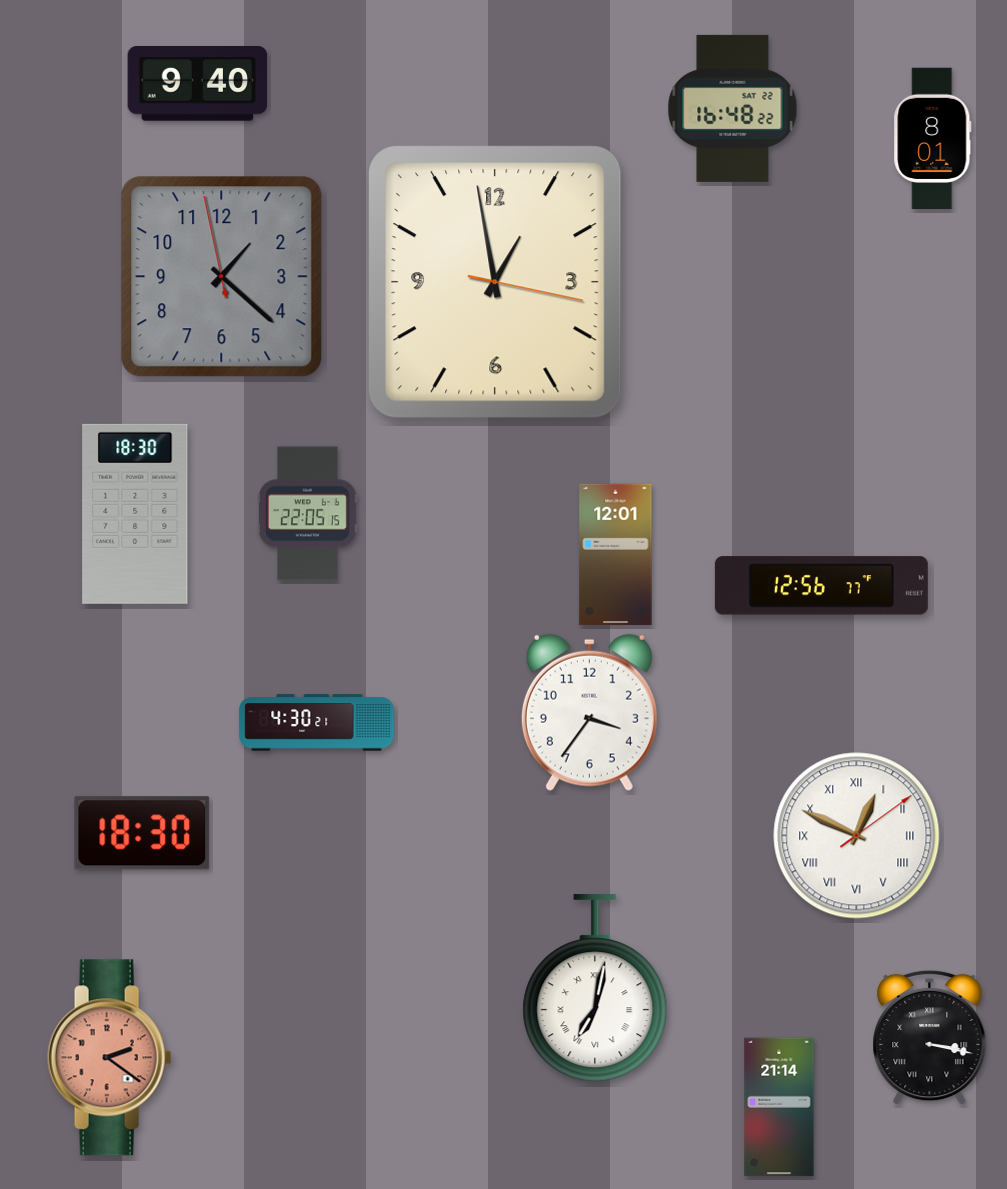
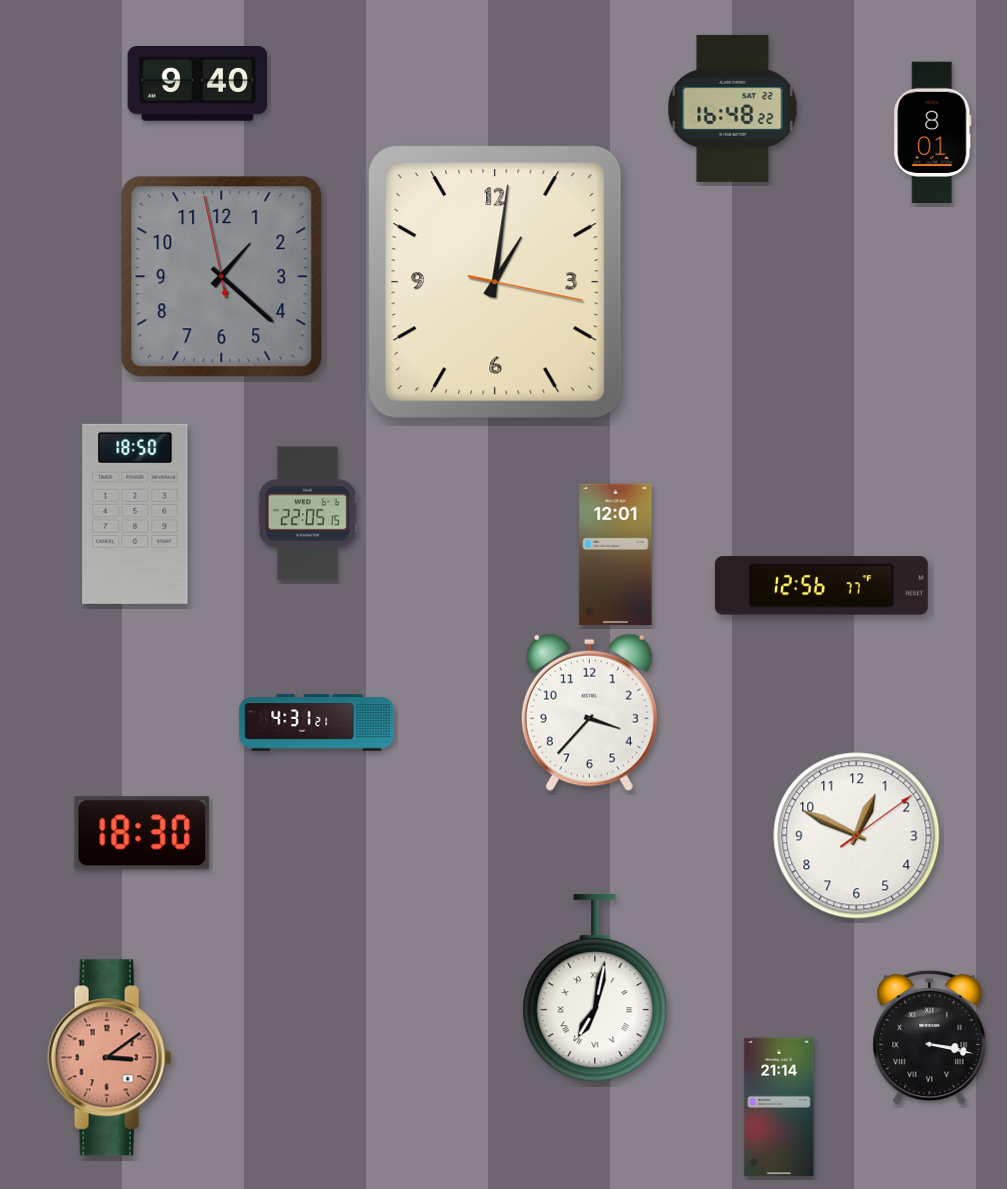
clock at (933, 139) position: (933, 139) -> (933, 133)
clock at (496, 282): 12:58 -> 1:01
clock at (135, 514): 18:30 -> 18:50
clock at (589, 712): 3:36 -> 3:37
clock at (317, 723): 4:30 -> 4:31
clock at (857, 836) numerals: Roman -> Arabic
clock at (110, 1058): 2:21 -> 3:09
